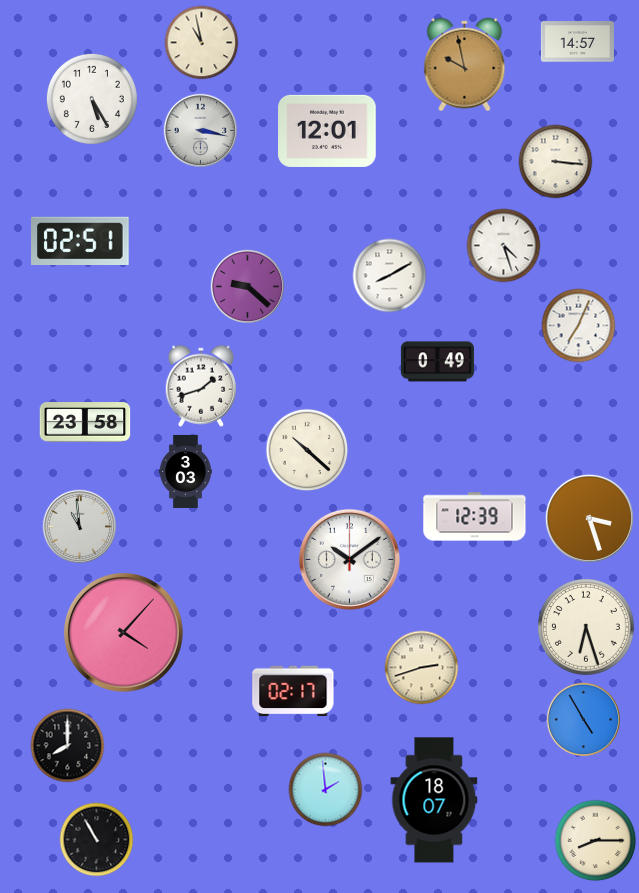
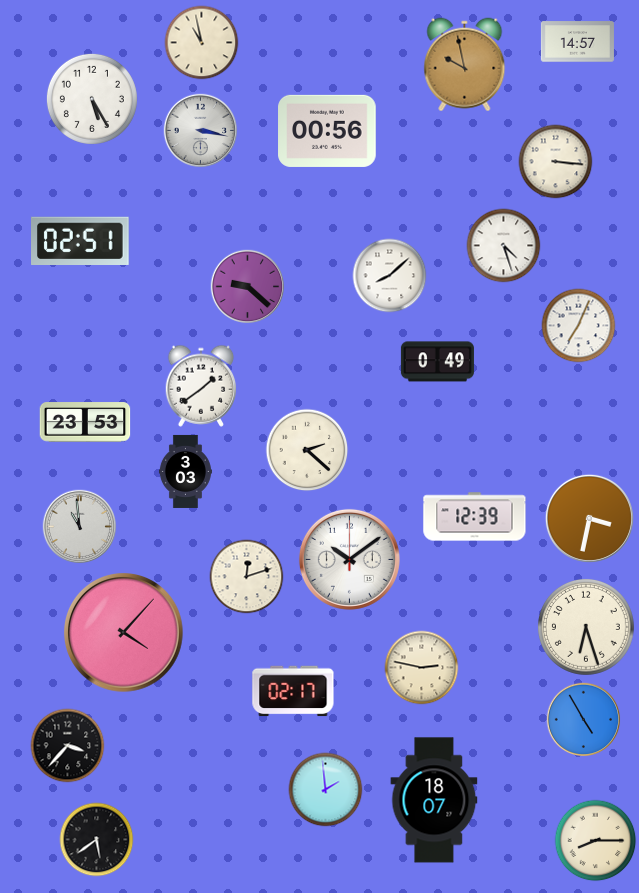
clock at (327, 131): 12:01 -> 00:56
clock at (390, 276): 8:10 -> 8:08
clock at (201, 386): 1:42 -> 1:39
clock at (85, 422): 23:58 -> 23:53
clock at (307, 450): 10:22 -> 2:22
clock at (589, 518): 3:27 -> 3:32
clock at (247, 577): none -> 12:12
clock at (422, 668): 2:42 -> 2:47
clock at (68, 746): 8:00 -> 3:37
clock at (97, 840): 10:55 -> 5:39
